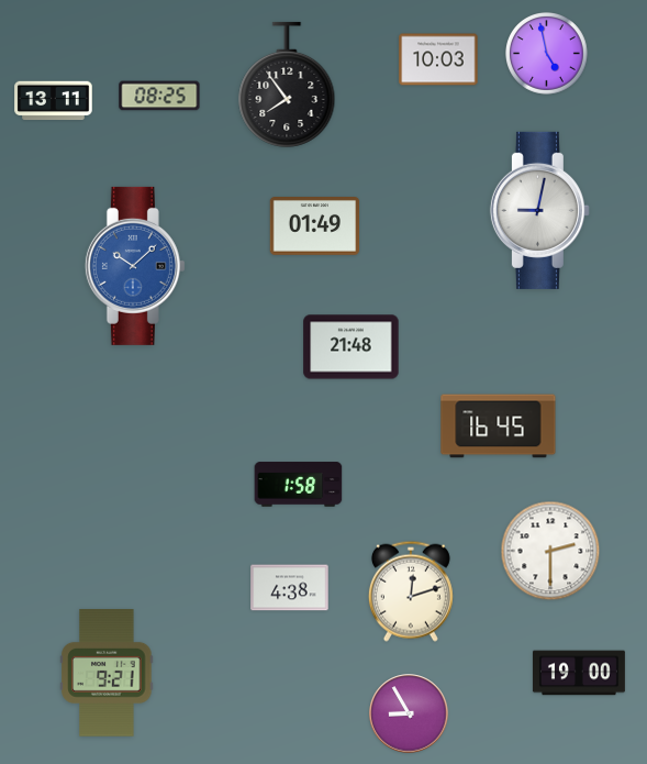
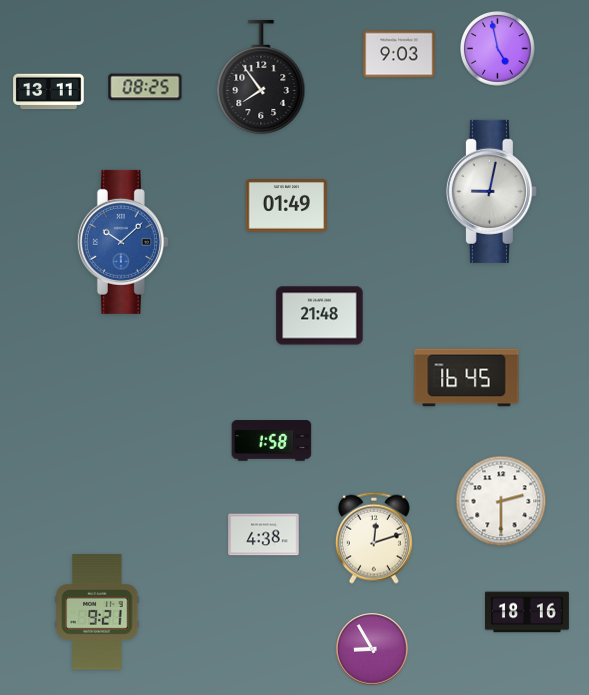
clock at (438, 59): 10:03 -> 9:03
clock at (499, 427) position: (499, 427) -> (467, 378)
clock at (579, 673): 19:00 -> 18:16
